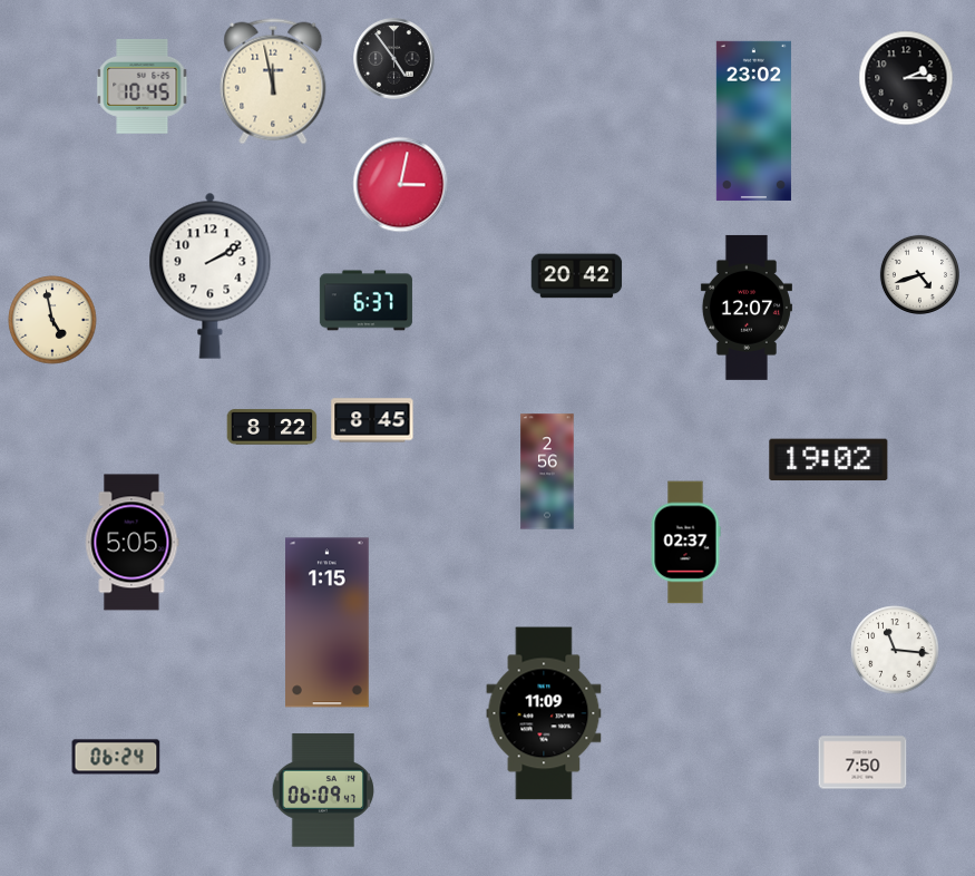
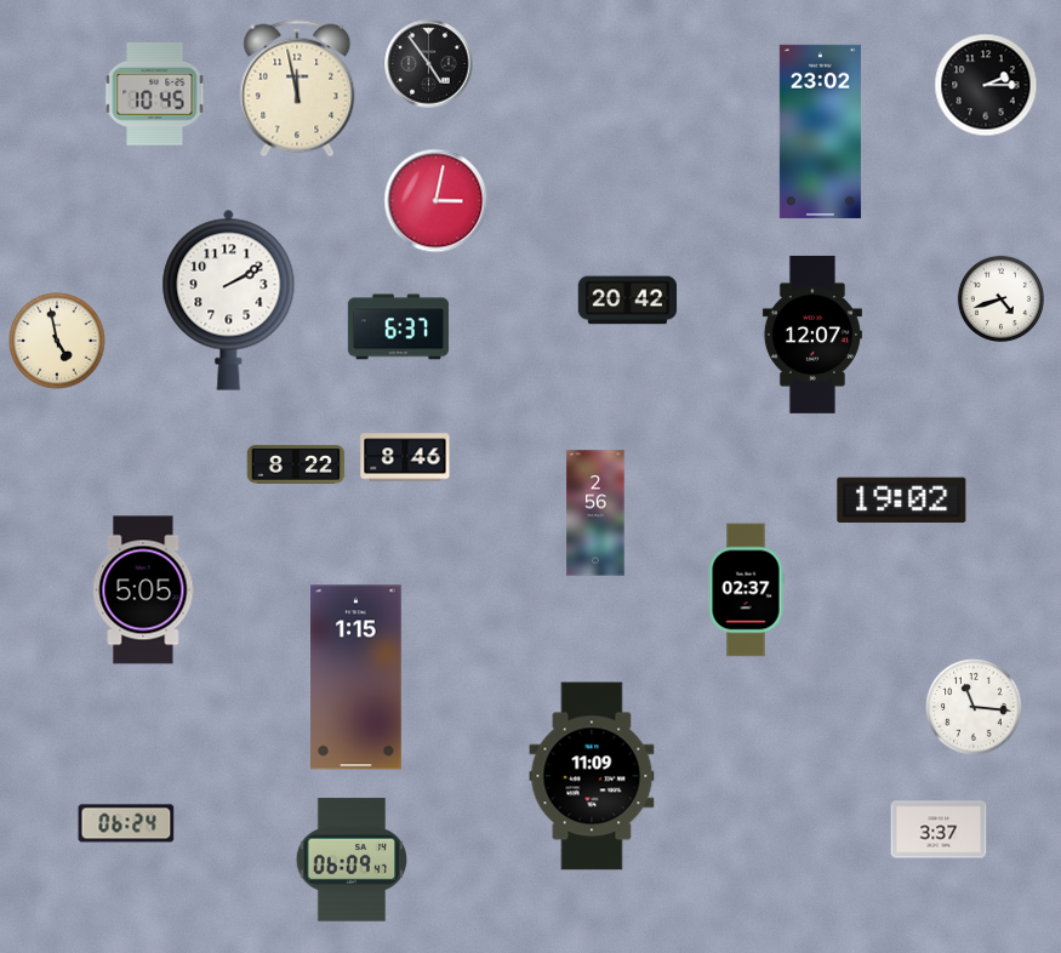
clock at (52, 320) position: (52, 320) -> (57, 341)
clock at (372, 420): 8:45 -> 8:46
clock at (862, 762): 7:50 -> 3:37
